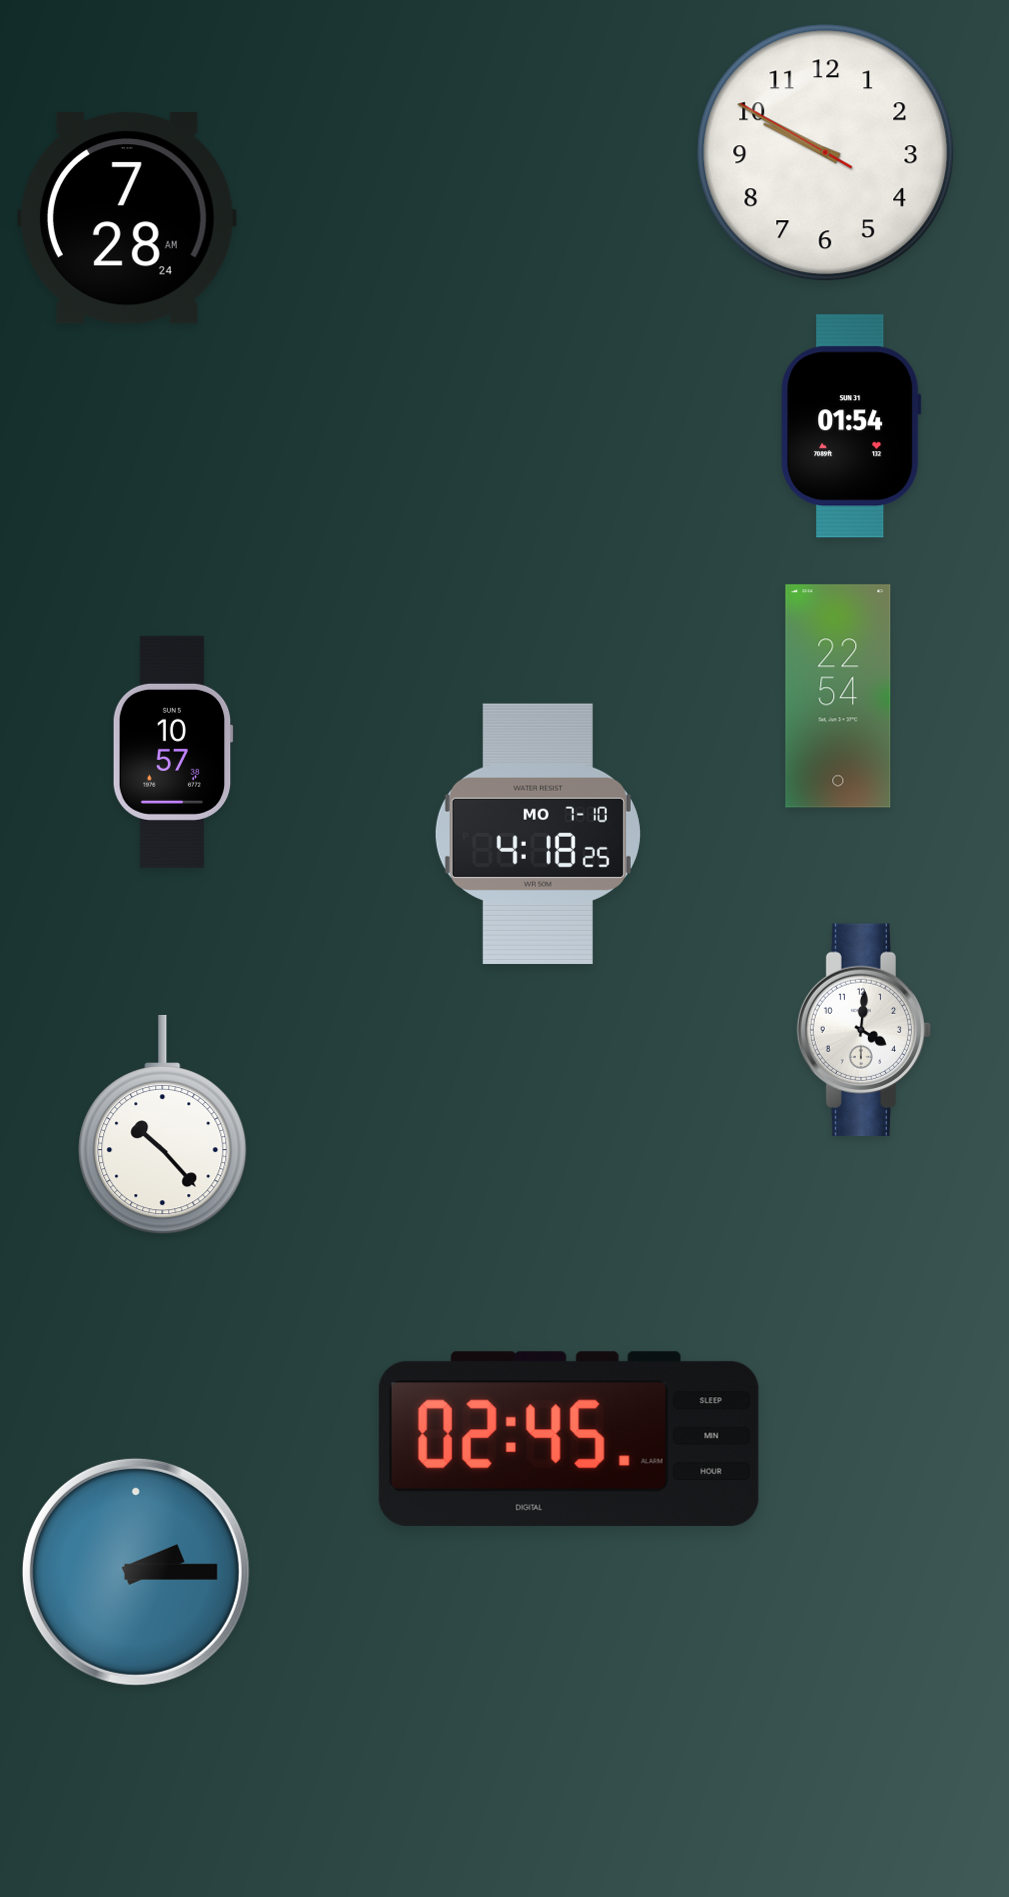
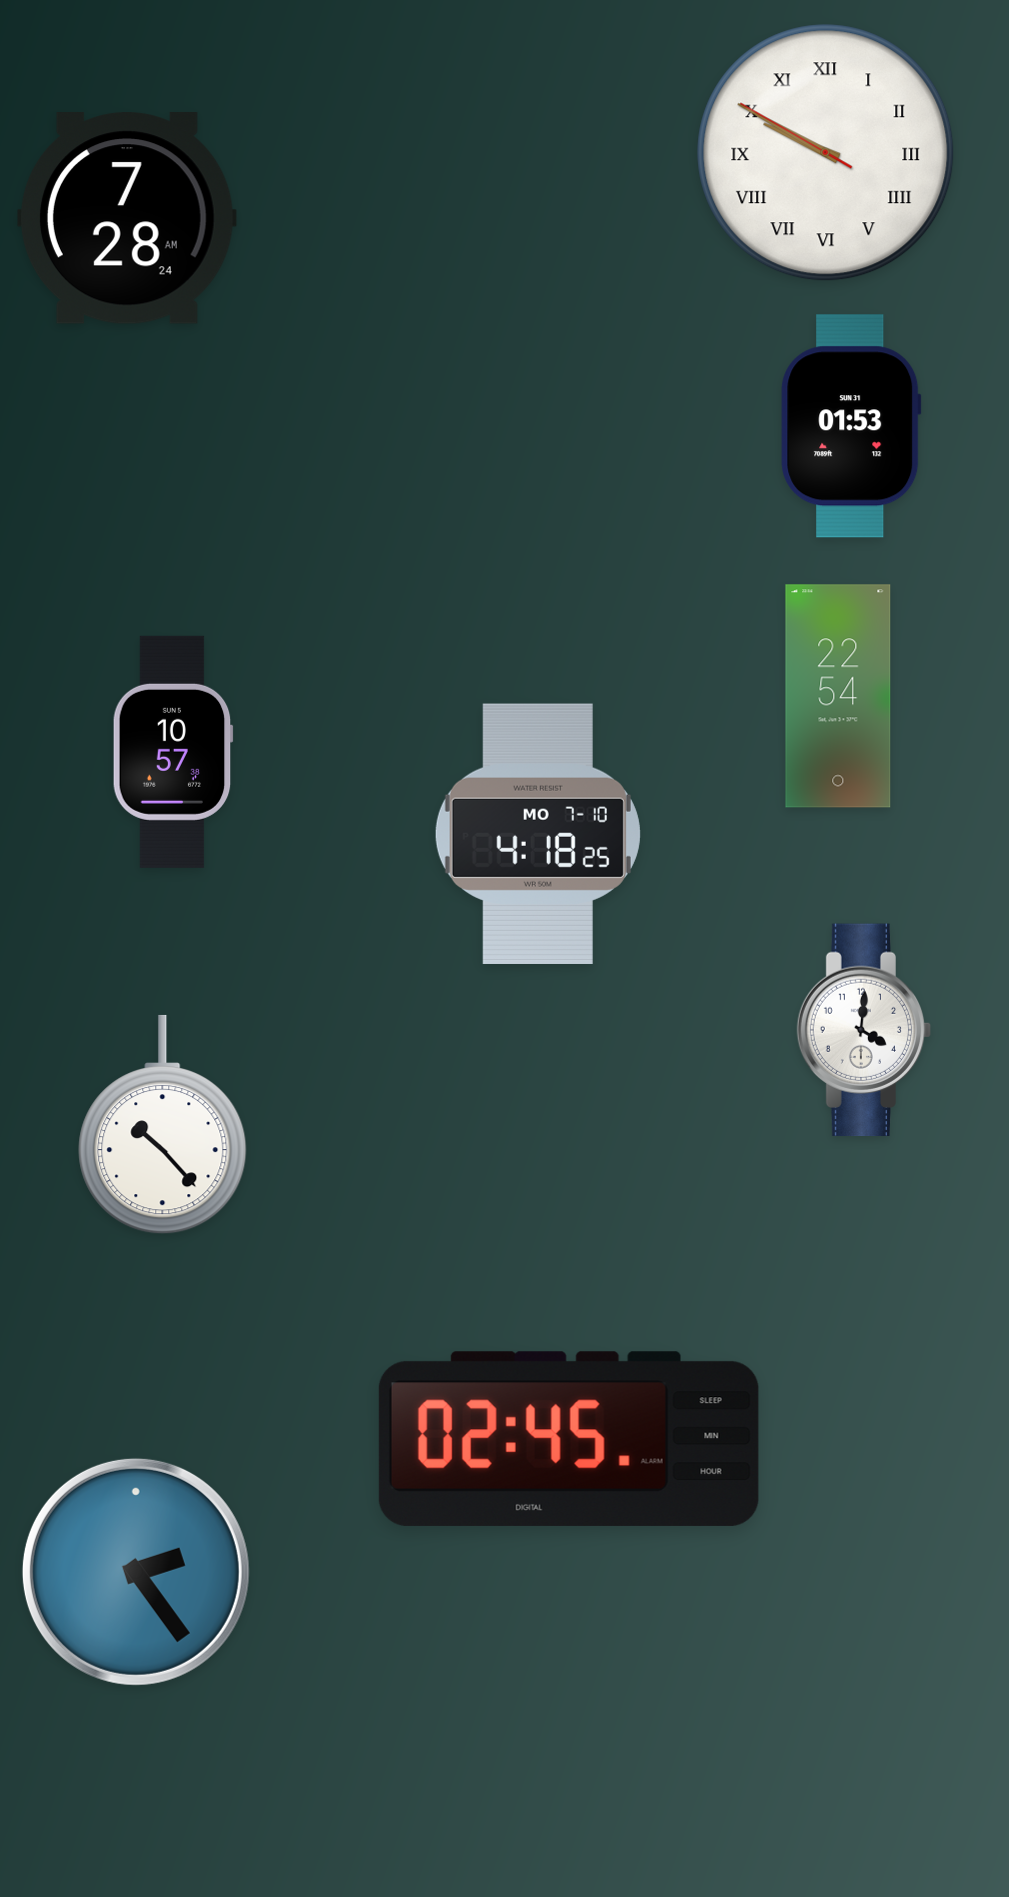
clock at (826, 153) numerals: Arabic -> Roman
clock at (851, 426): 01:54 -> 01:53
clock at (136, 1572): 2:15 -> 2:24
